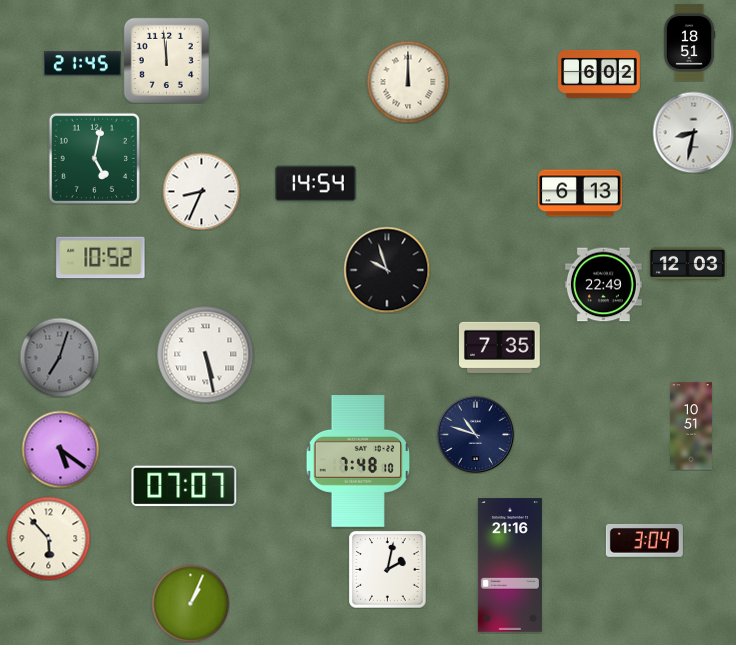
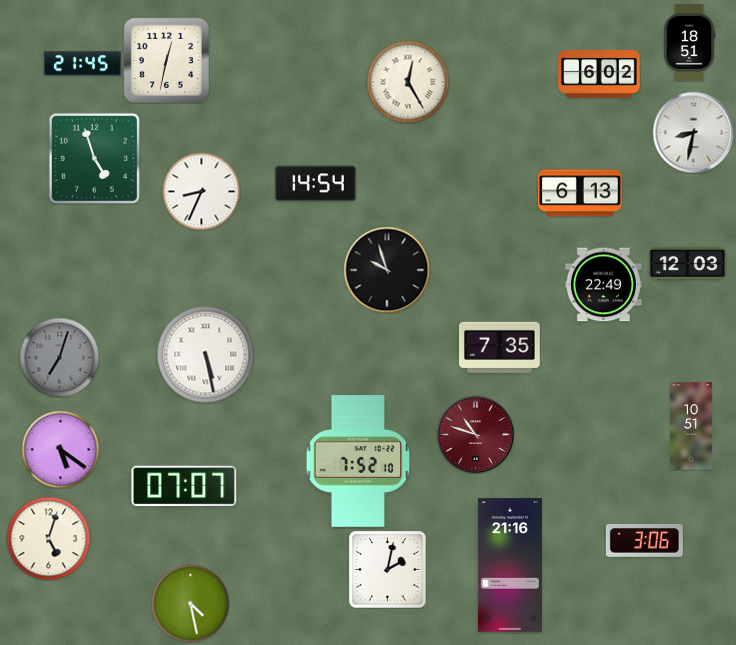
clock at (166, 60): 11:59 -> 12:32
clock at (408, 82): 12:00 -> 12:25
clock at (94, 158): 5:02 -> 4:57
clock at (101, 258): 10:52 -> none
clock at (475, 434) dial: navy -> burgundy
clock at (358, 462): 7:48 -> 7:52
clock at (48, 538): 5:53 -> 5:03
clock at (644, 541): 3:04 -> 3:06
clock at (190, 603): 1:04 -> 4:28
